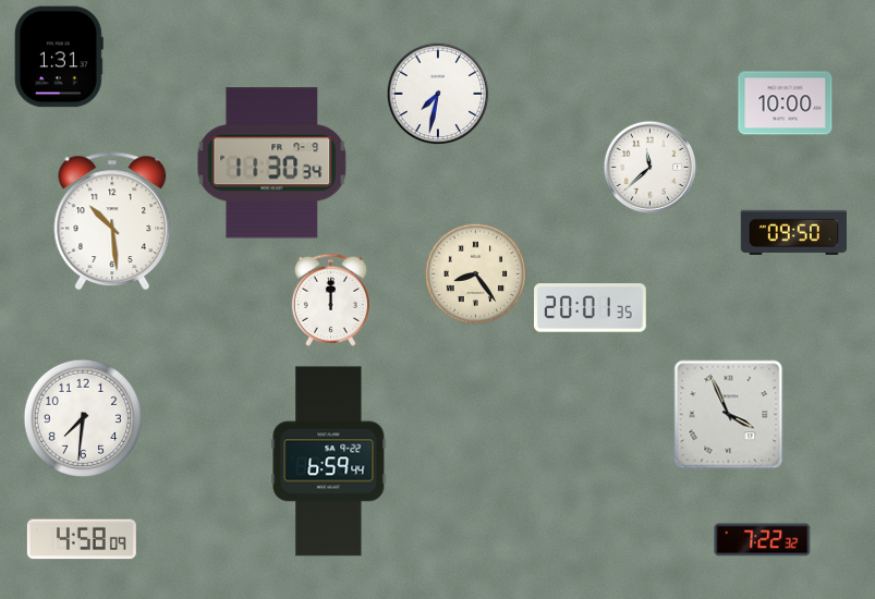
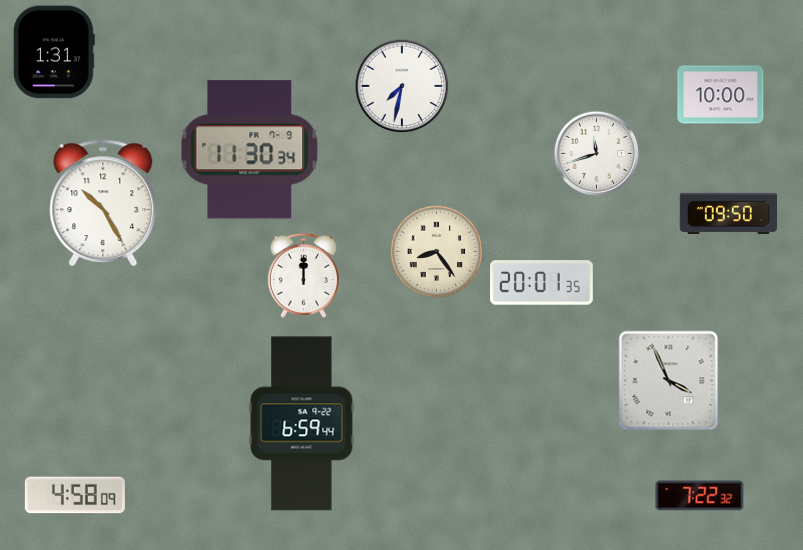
clock at (651, 168): 11:38 -> 11:42
clock at (112, 221): 10:29 -> 10:25
clock at (83, 418): 7:31 -> none
